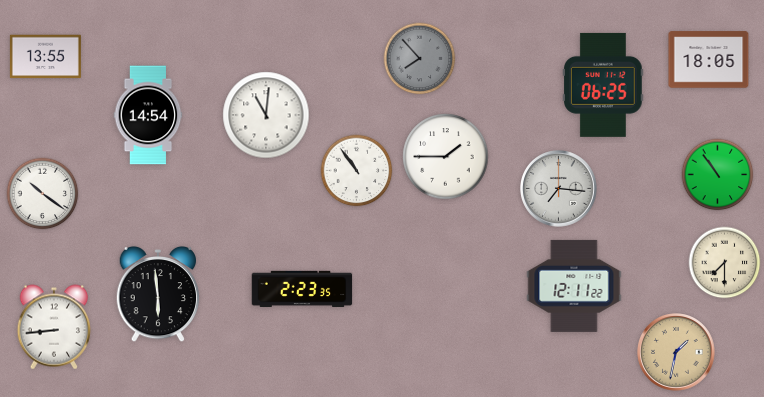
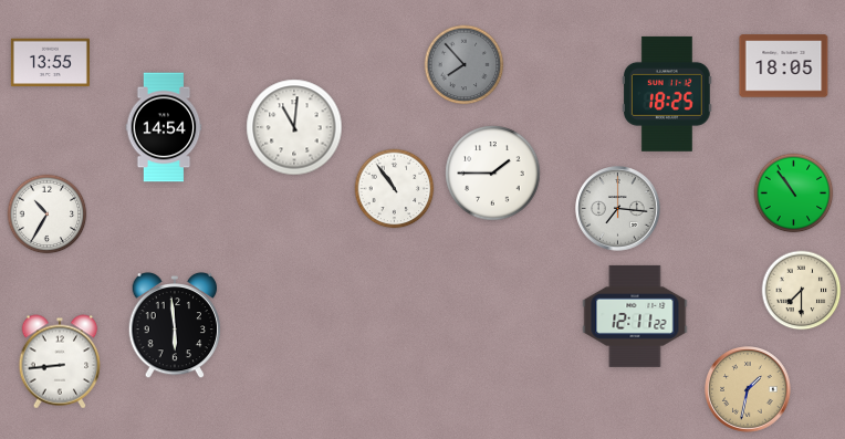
clock at (604, 85): 06:25 -> 18:25
clock at (43, 194): 10:21 -> 10:35
clock at (302, 288): 2:23 -> none
